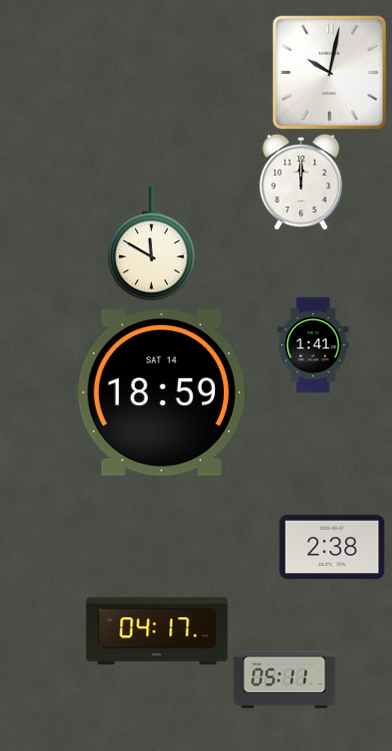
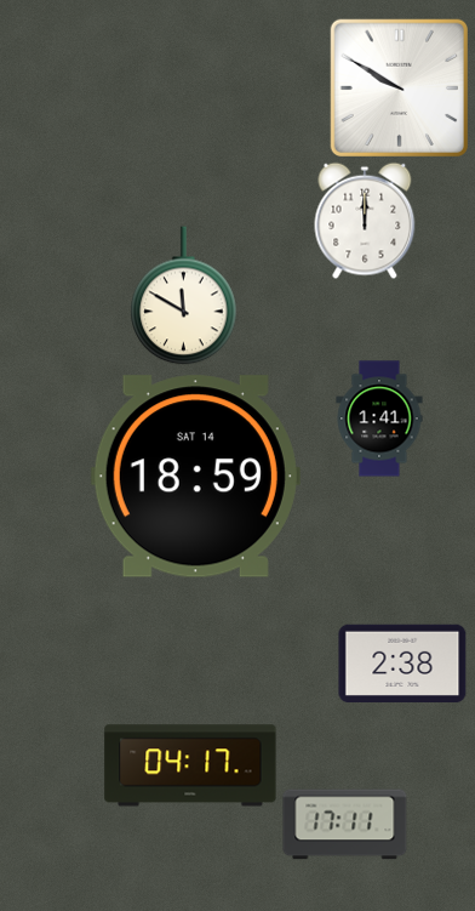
clock at (329, 72): 10:02 -> 9:50
clock at (285, 680): 05:11 -> 17:11
